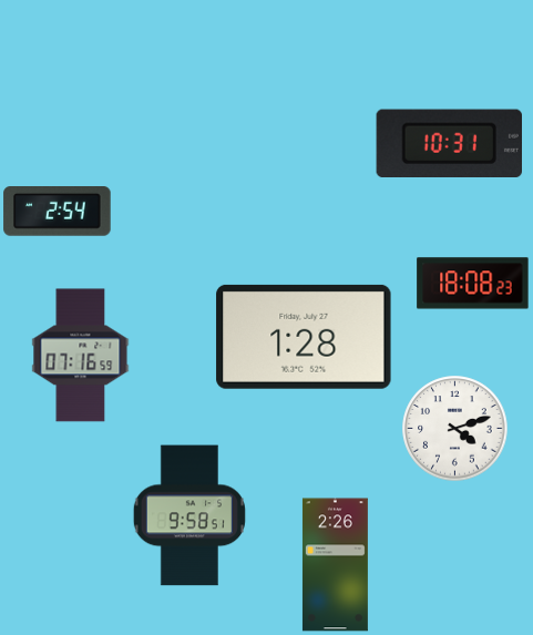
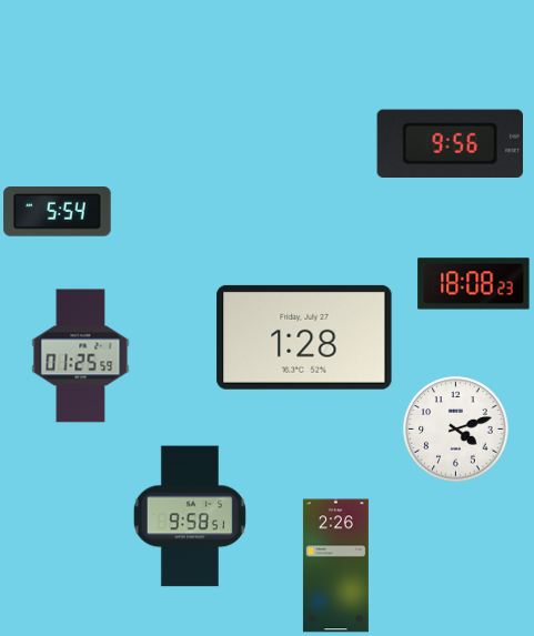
clock at (449, 143): 10:31 -> 9:56
clock at (58, 212): 2:54 -> 5:54
clock at (81, 356): 07:16 -> 01:25
